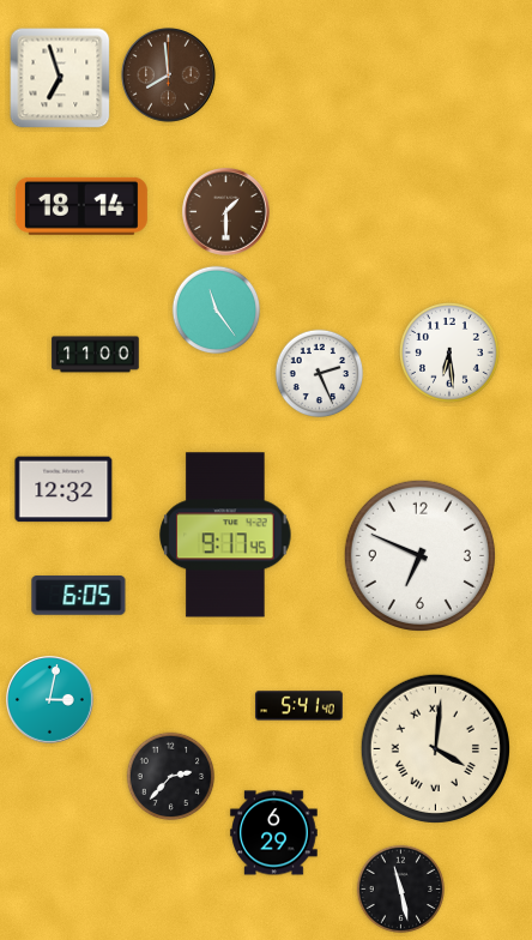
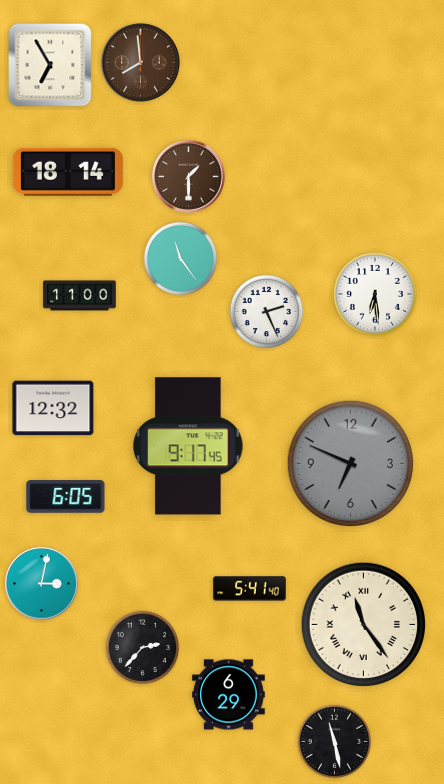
clock at (60, 78): 6:57 -> 6:55
clock at (419, 555) dial: white -> grey
clock at (435, 748): 4:01 -> 11:24
